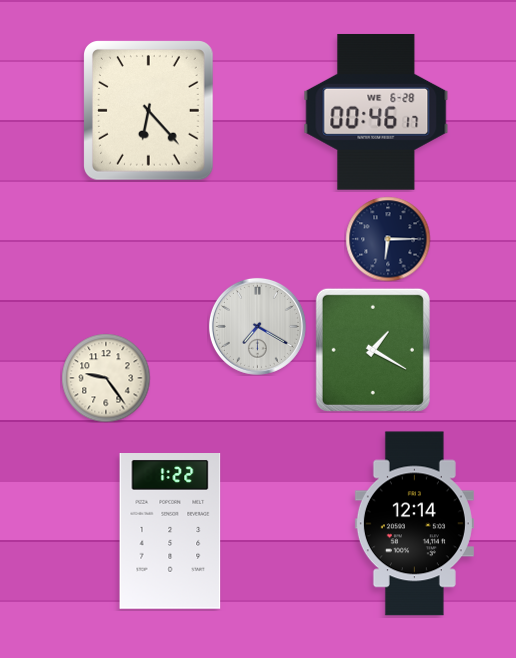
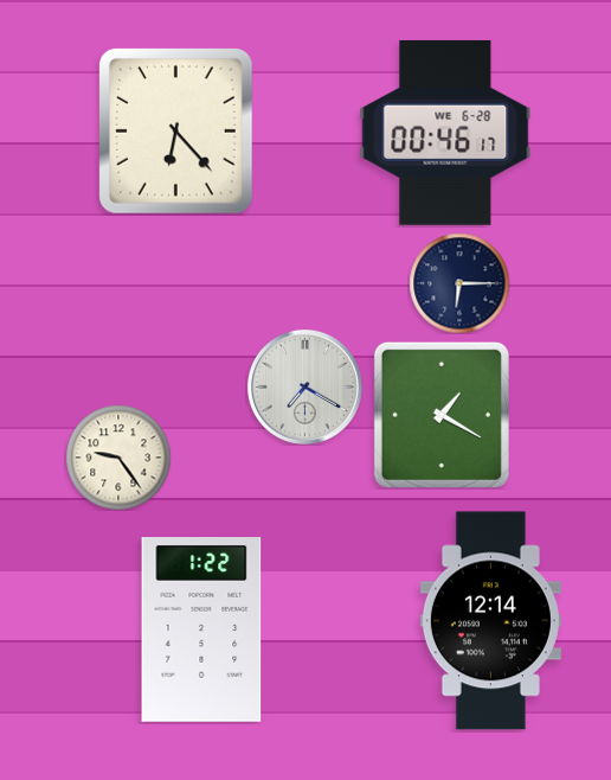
clock at (106, 378) position: (106, 378) -> (118, 458)
